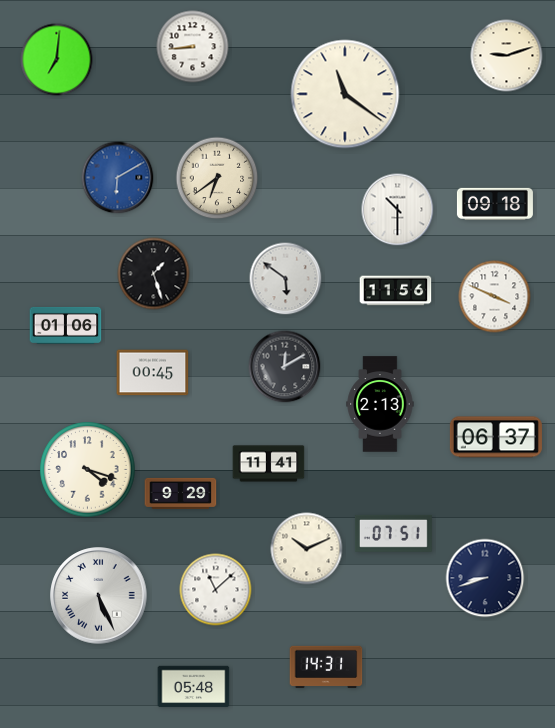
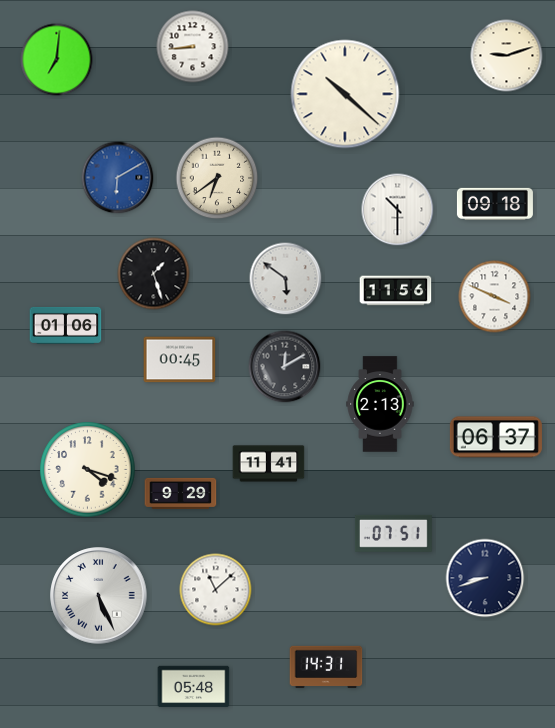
clock at (345, 94): 11:21 -> 10:22
clock at (153, 373) position: (153, 373) -> (180, 360)
clock at (307, 549): 10:11 -> none
